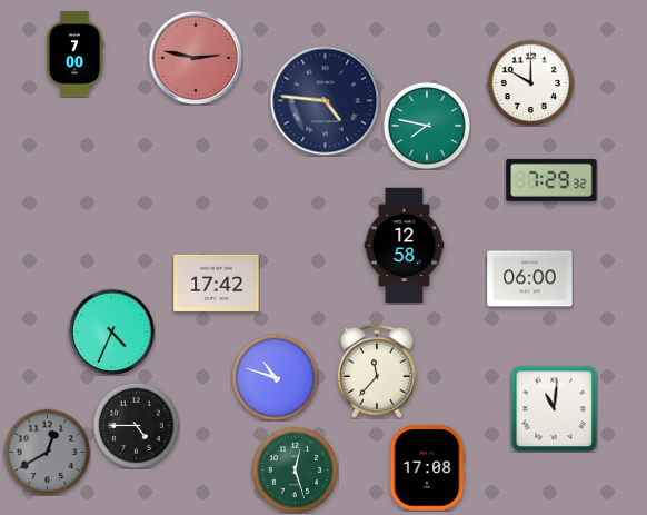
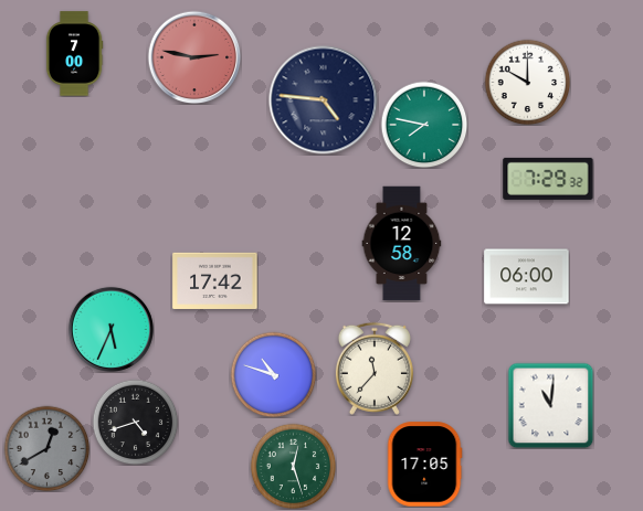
clock at (111, 331): 4:34 -> 5:34
clock at (136, 425): 4:45 -> 4:42
clock at (428, 468): 17:08 -> 17:05
